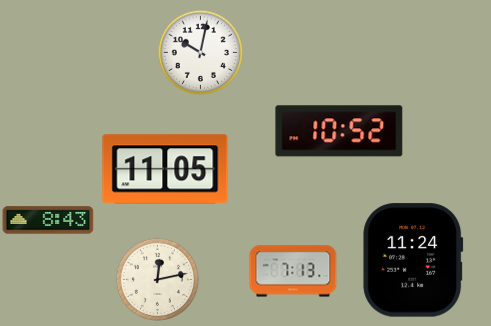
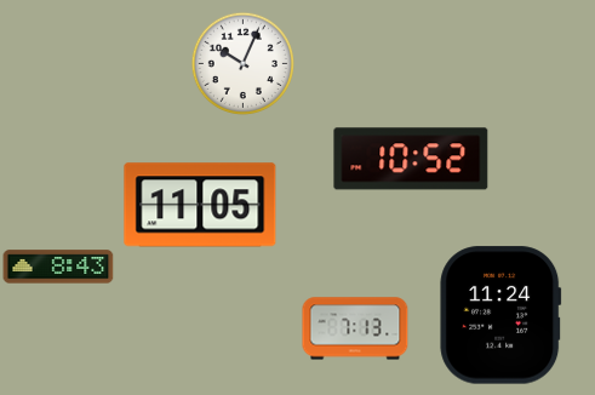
clock at (200, 52): 10:02 -> 10:04
clock at (157, 279): 12:13 -> none
